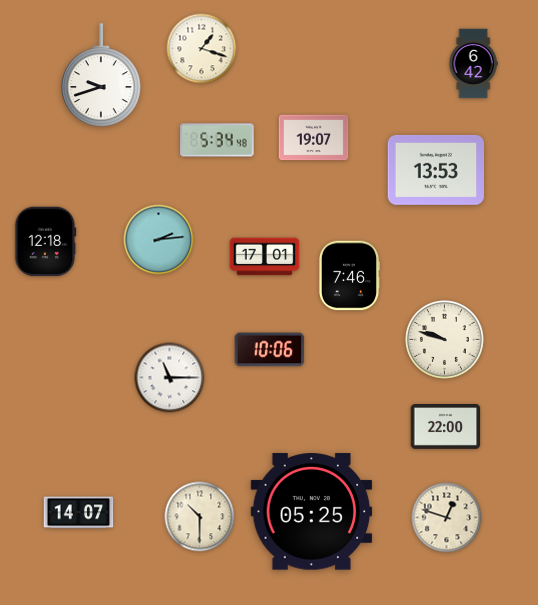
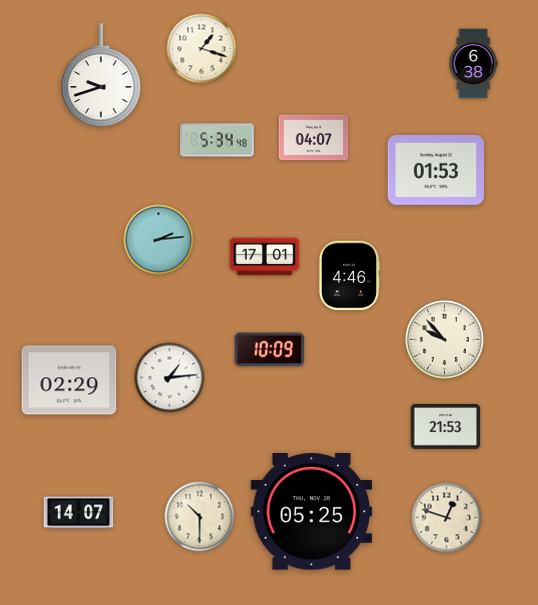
clock at (473, 64): 6:42 -> 6:38
clock at (314, 138): 19:07 -> 04:07
clock at (435, 170): 13:53 -> 01:53
clock at (46, 242): 12:18 -> none
clock at (348, 276): 7:46 -> 4:46
clock at (444, 339): 9:48 -> 9:53
clock at (270, 350): 10:06 -> 10:09
clock at (170, 378): 11:15 -> 1:14
clock at (69, 380): none -> 02:29
clock at (446, 427): 22:00 -> 21:53
